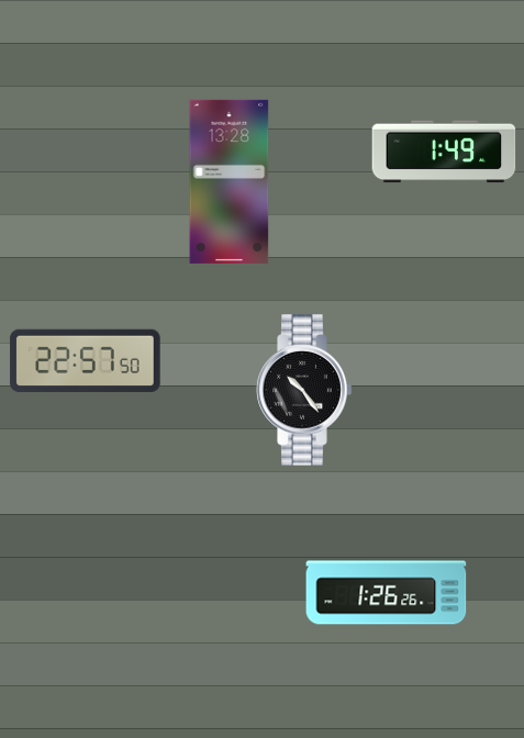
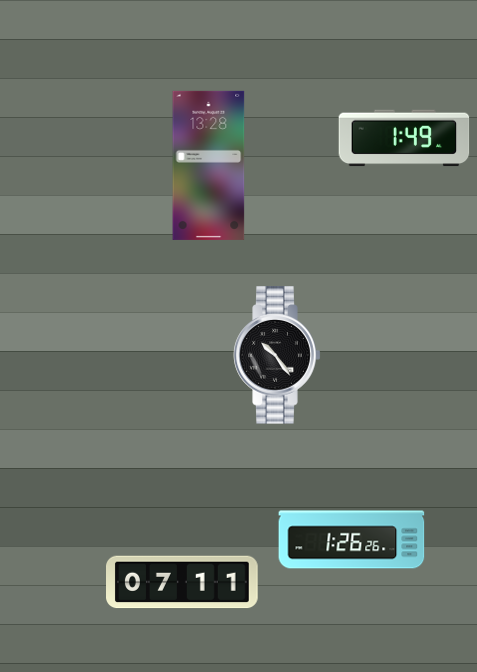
clock at (86, 360): 22:57 -> none
clock at (183, 582): none -> 07:11
